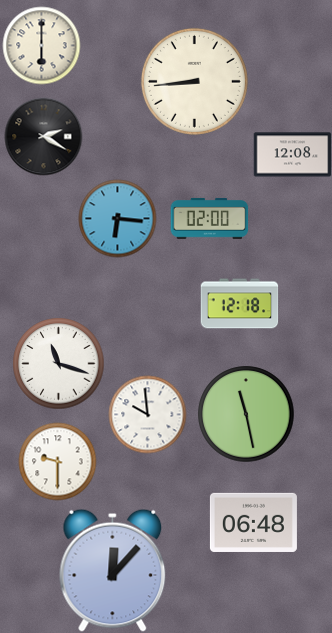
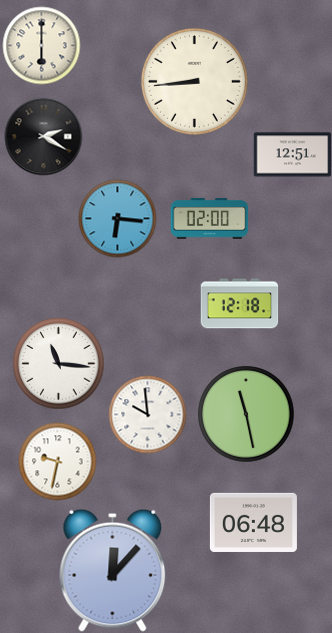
clock at (292, 155): 12:08 -> 12:51
clock at (58, 363): 11:18 -> 11:16
clock at (57, 461): 9:30 -> 9:32
